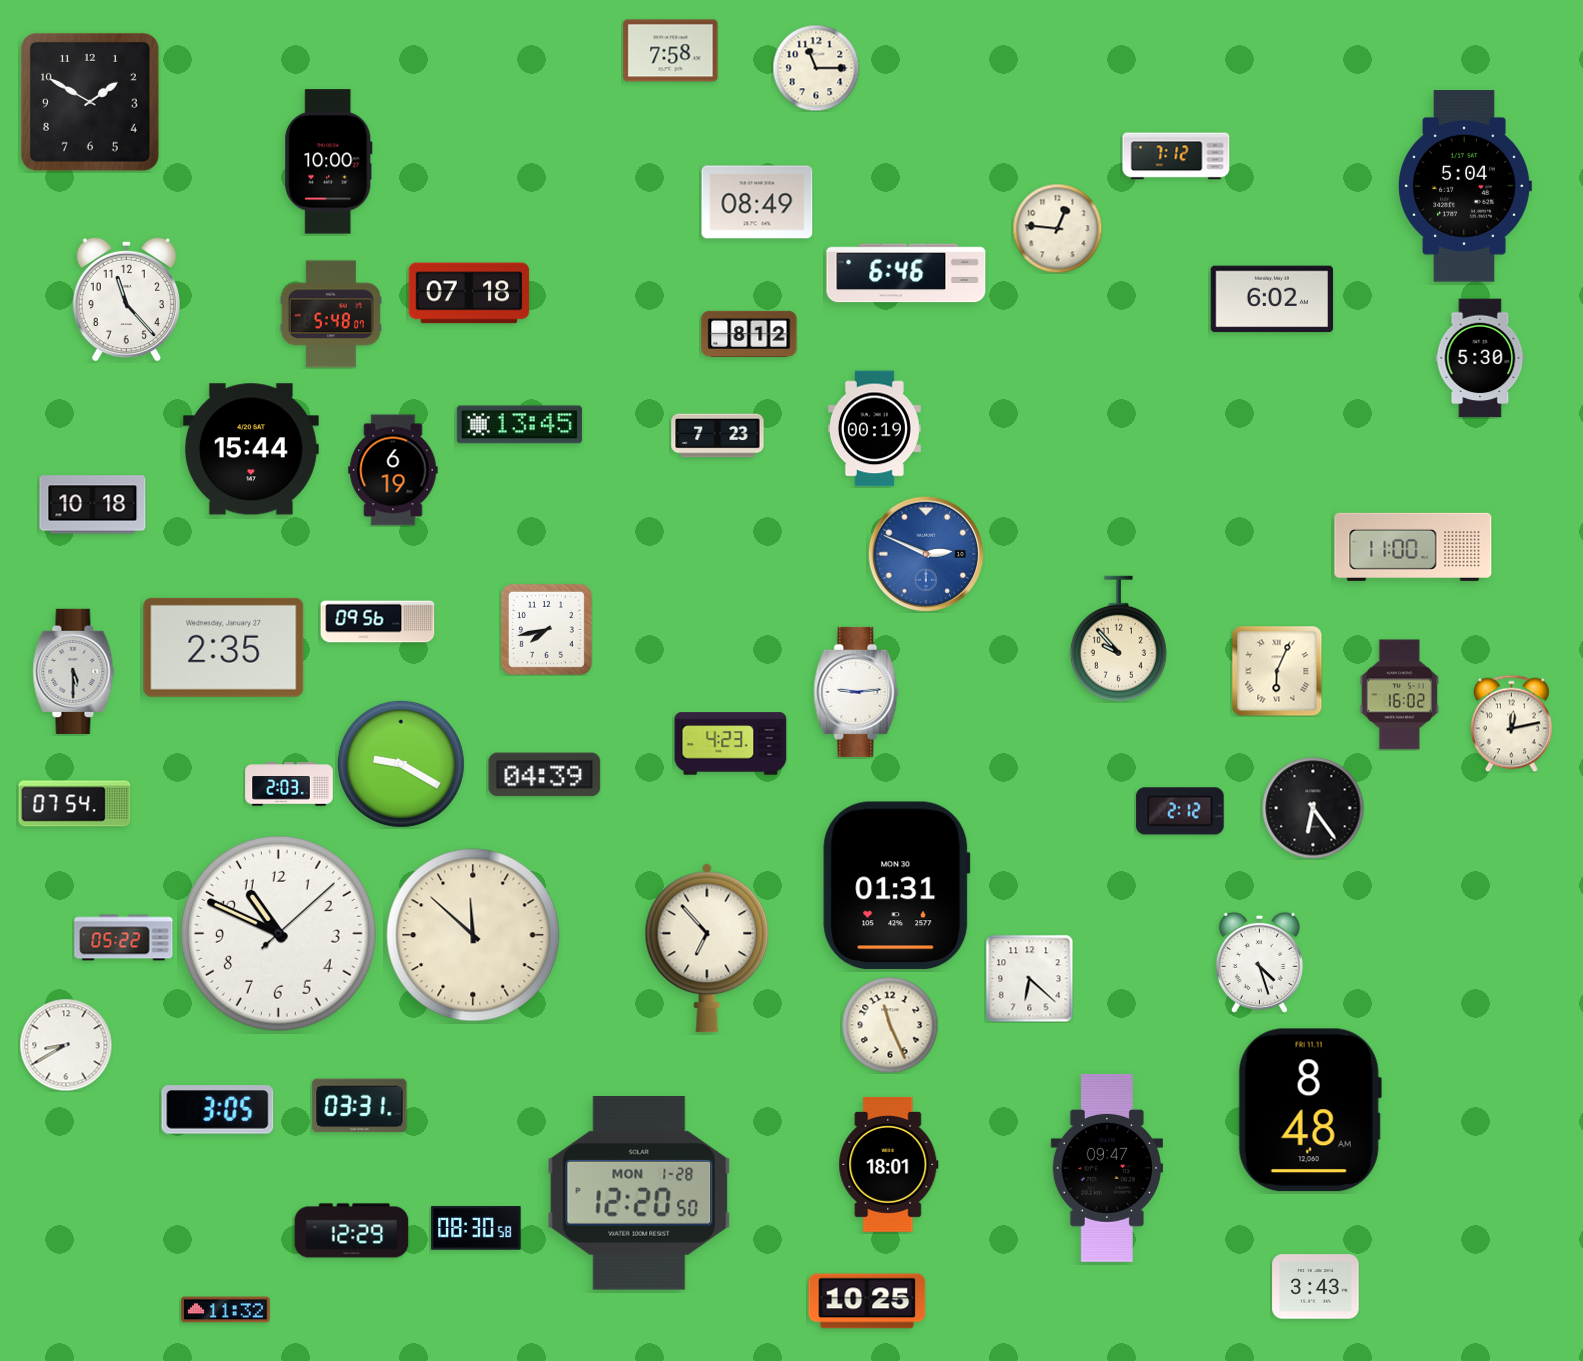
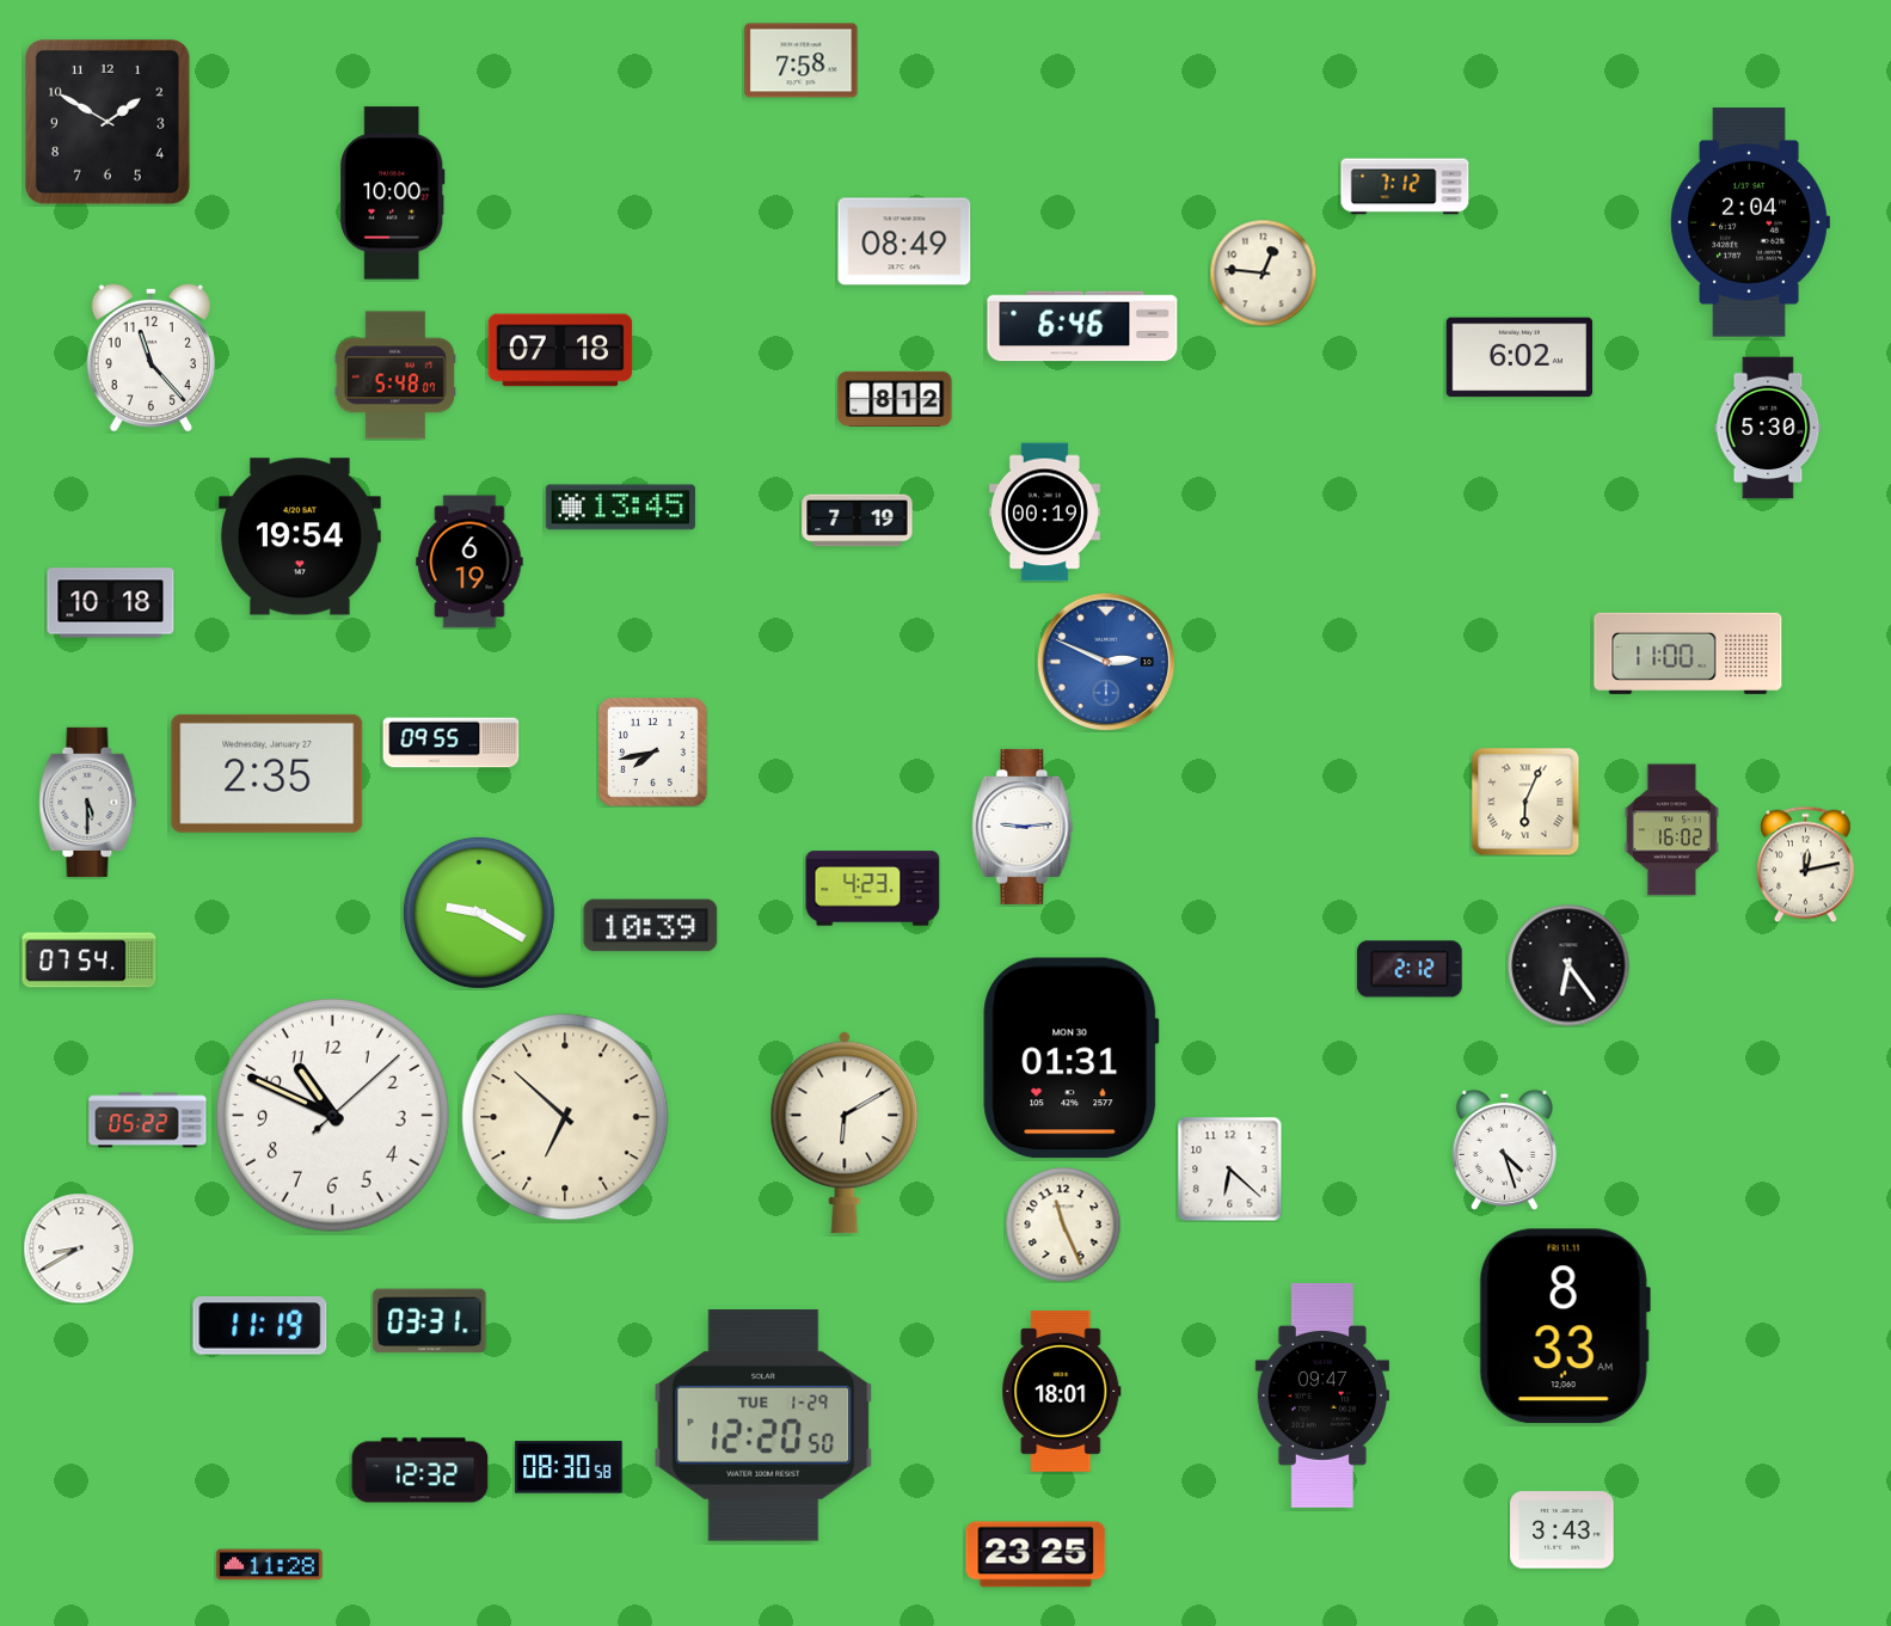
clock at (816, 68): 11:15 -> none
clock at (1465, 186): 5:04 -> 2:04
clock at (718, 436): 7:23 -> 7:19
clock at (251, 449): 15:44 -> 19:54
clock at (378, 622): 09:56 -> 09:55
clock at (1118, 639): 9:53 -> none
clock at (545, 775): 04:39 -> 10:39
clock at (289, 784): 2:03 -> none
clock at (473, 935): 11:52 -> 6:52
clock at (707, 948): 6:53 -> 6:10
clock at (218, 1110): 3:05 -> 11:19
clock at (1310, 1110): 8:48 -> 8:33
clock at (639, 1193) date: MON 1-28 -> TUE 1-29
clock at (352, 1231): 12:29 -> 12:32
clock at (1316, 1287) position: (1316, 1287) -> (1562, 1530)
clock at (867, 1301): 10:25 -> 23:25
clock at (226, 1310): 11:32 -> 11:28
